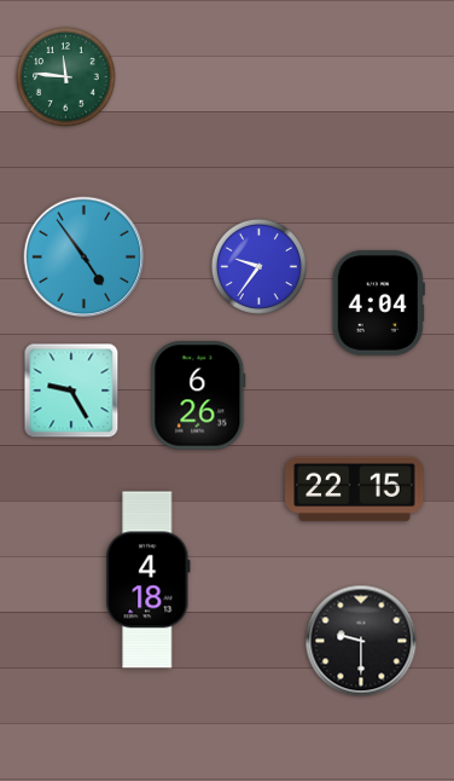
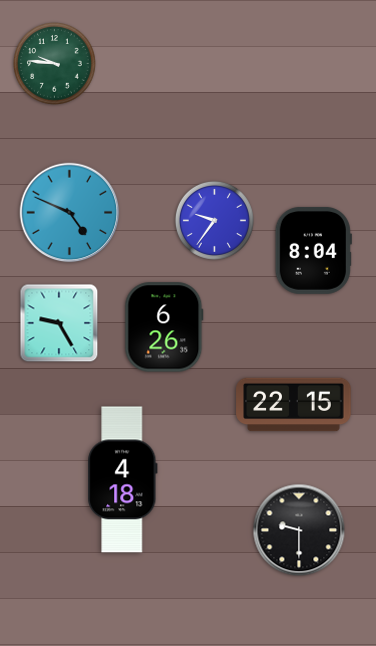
clock at (66, 77): 11:46 -> 9:46
clock at (85, 258): 4:54 -> 4:49
clock at (378, 302): 4:04 -> 8:04
